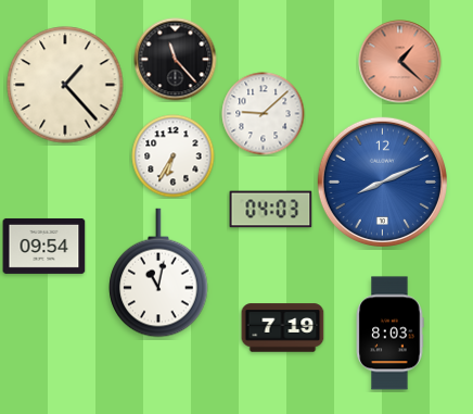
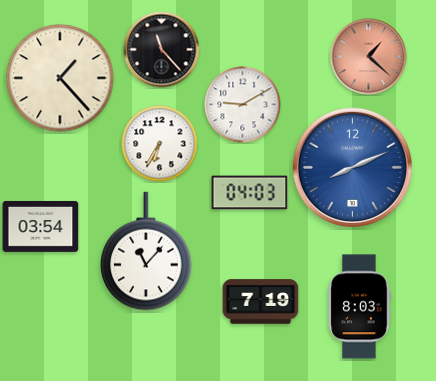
clock at (176, 60) position: (176, 60) -> (162, 50)
clock at (264, 114): 9:08 -> 9:10
clock at (44, 246): 09:54 -> 03:54
clock at (158, 273): 11:02 -> 11:07
